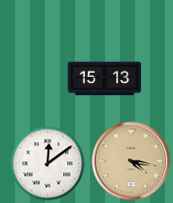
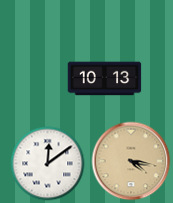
clock at (105, 79): 15:13 -> 10:13
